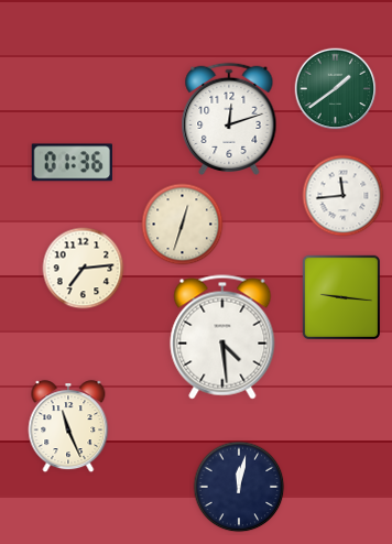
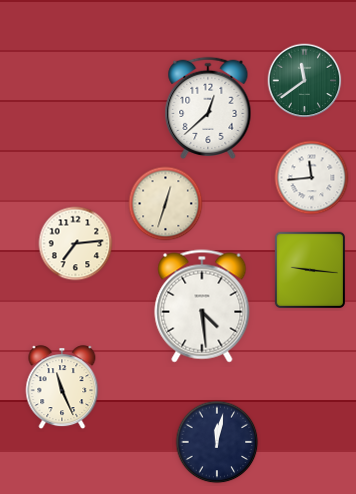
clock at (336, 89): 1:39 -> 11:39
clock at (229, 119): 12:12 -> 12:38
clock at (72, 163): 01:36 -> none
